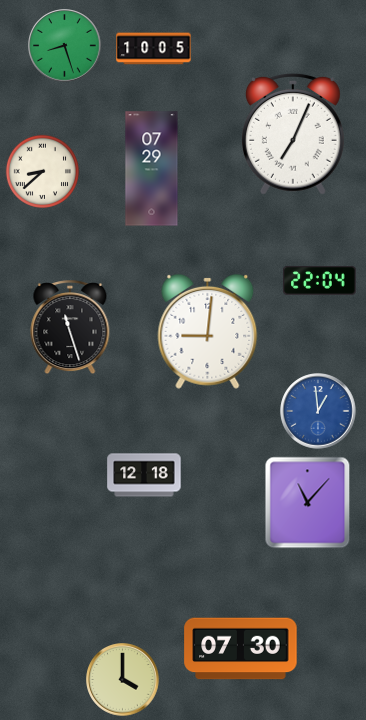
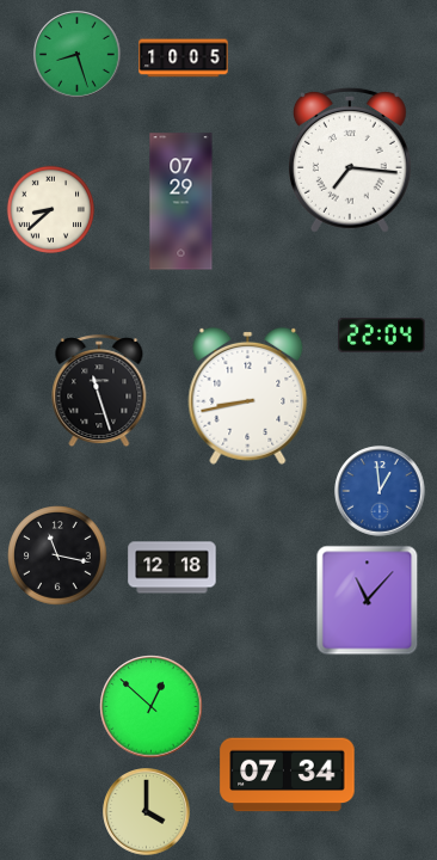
clock at (293, 134): 7:04 -> 7:16
clock at (42, 171) position: (42, 171) -> (50, 209)
clock at (70, 328) position: (70, 328) -> (99, 392)
clock at (208, 331): 9:01 -> 8:43
clock at (57, 555): none -> 11:17
clock at (152, 707): none -> 12:52
clock at (241, 649): 07:30 -> 07:34
